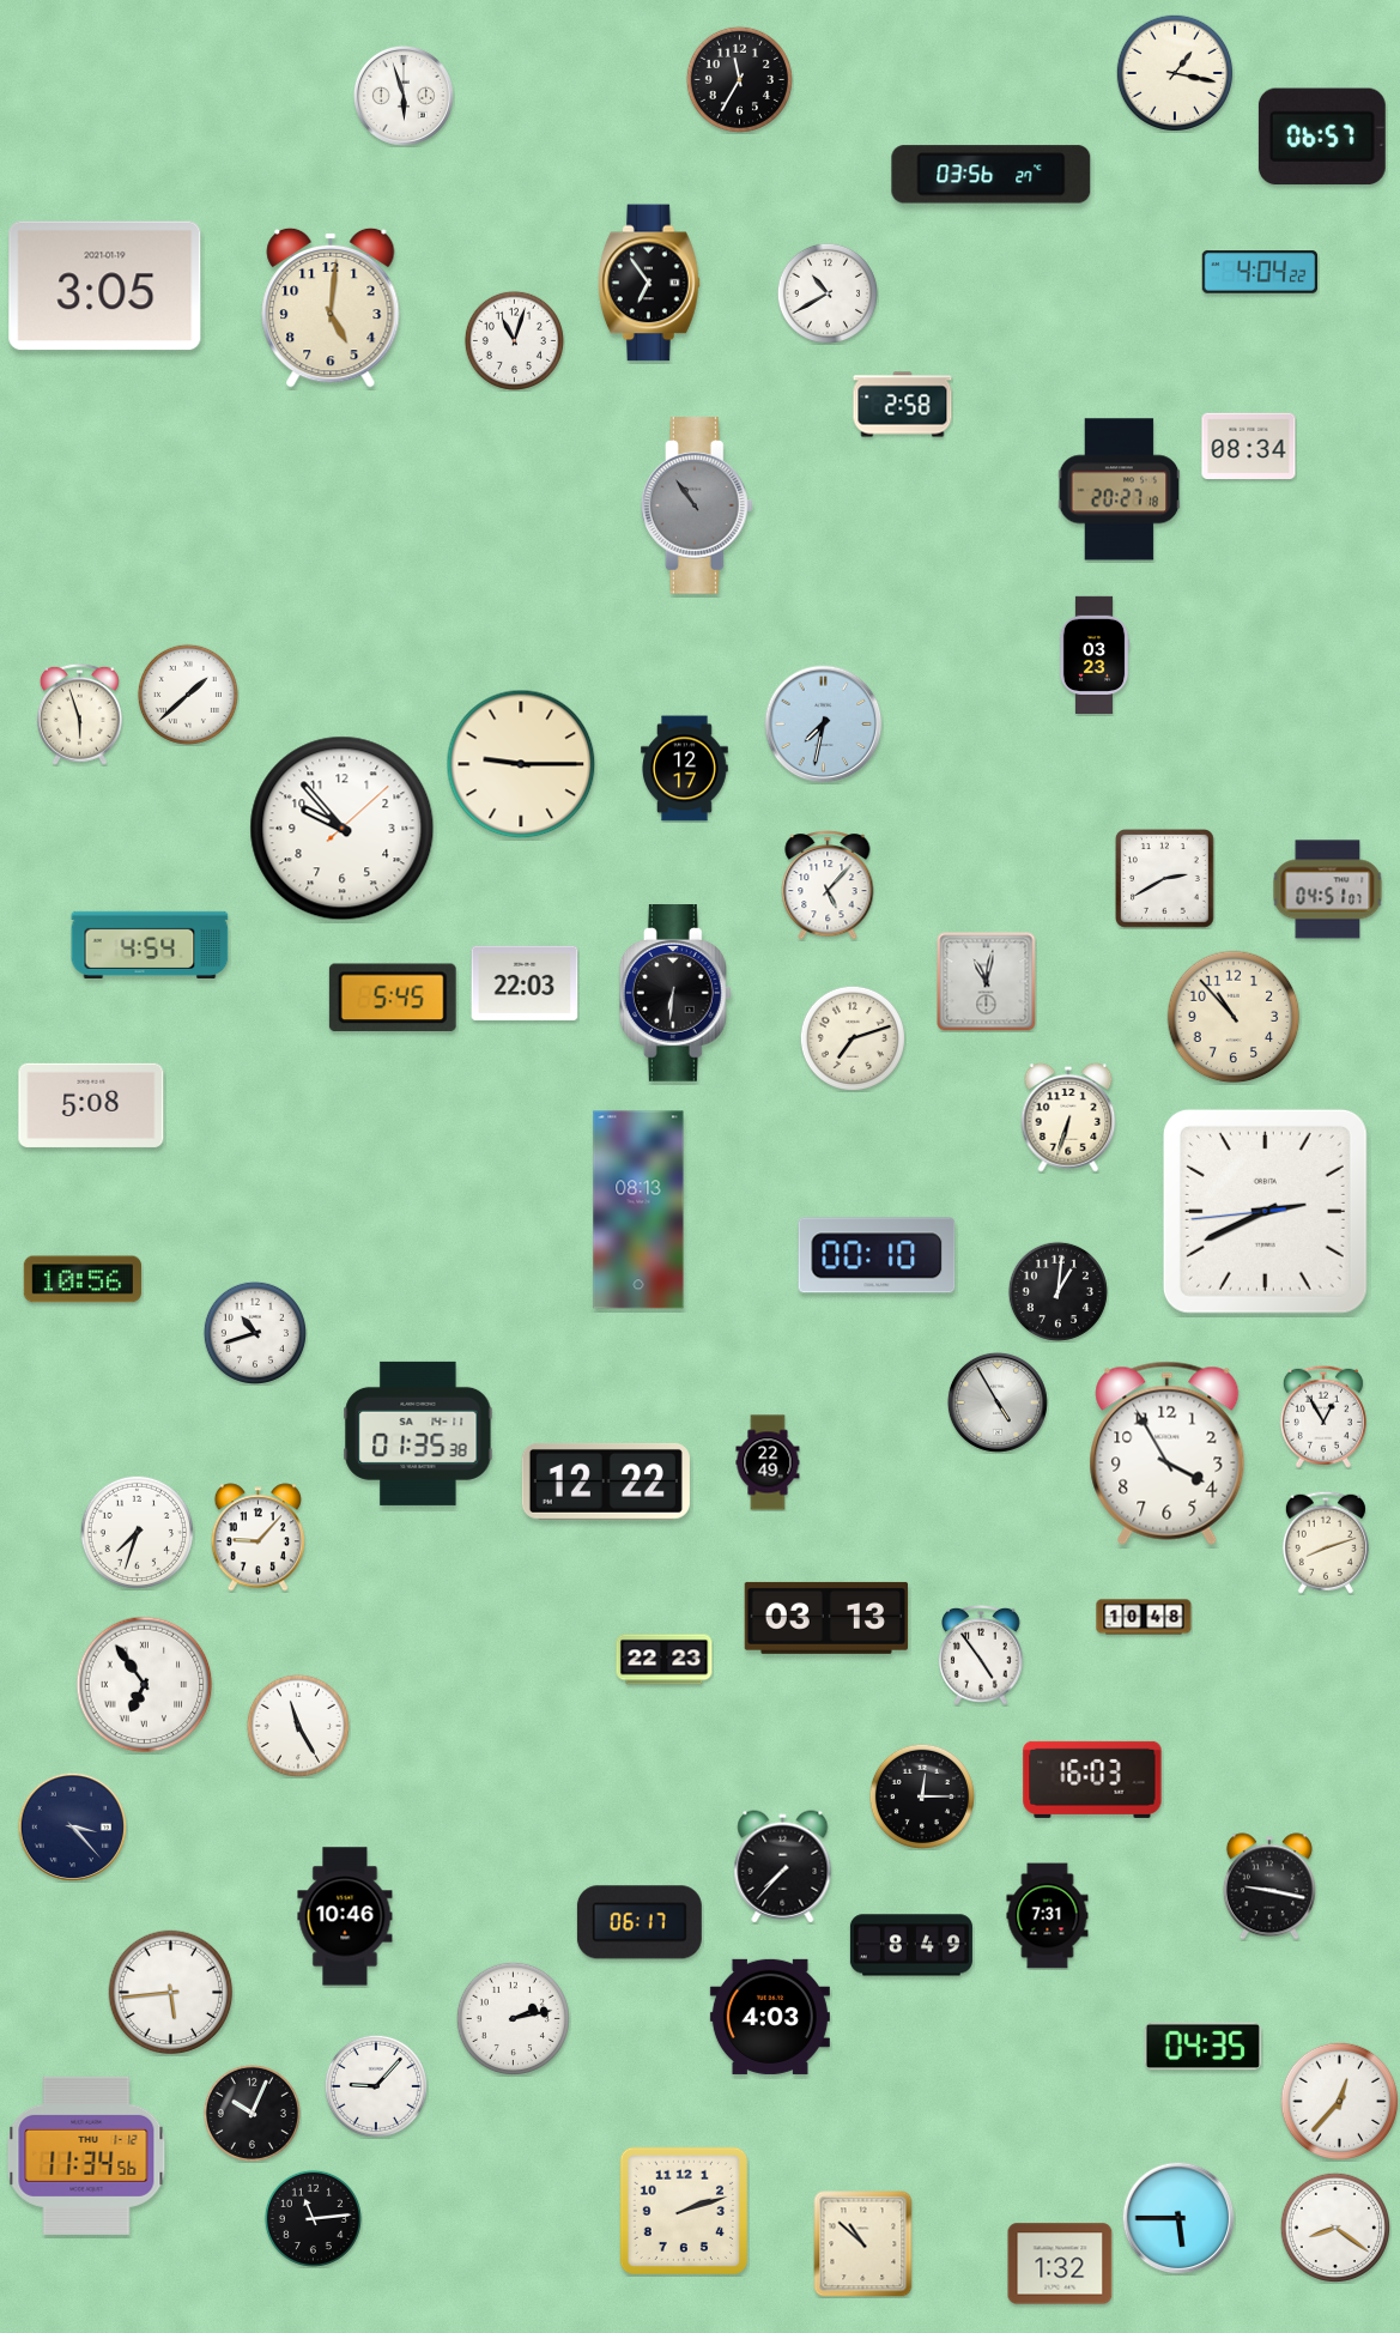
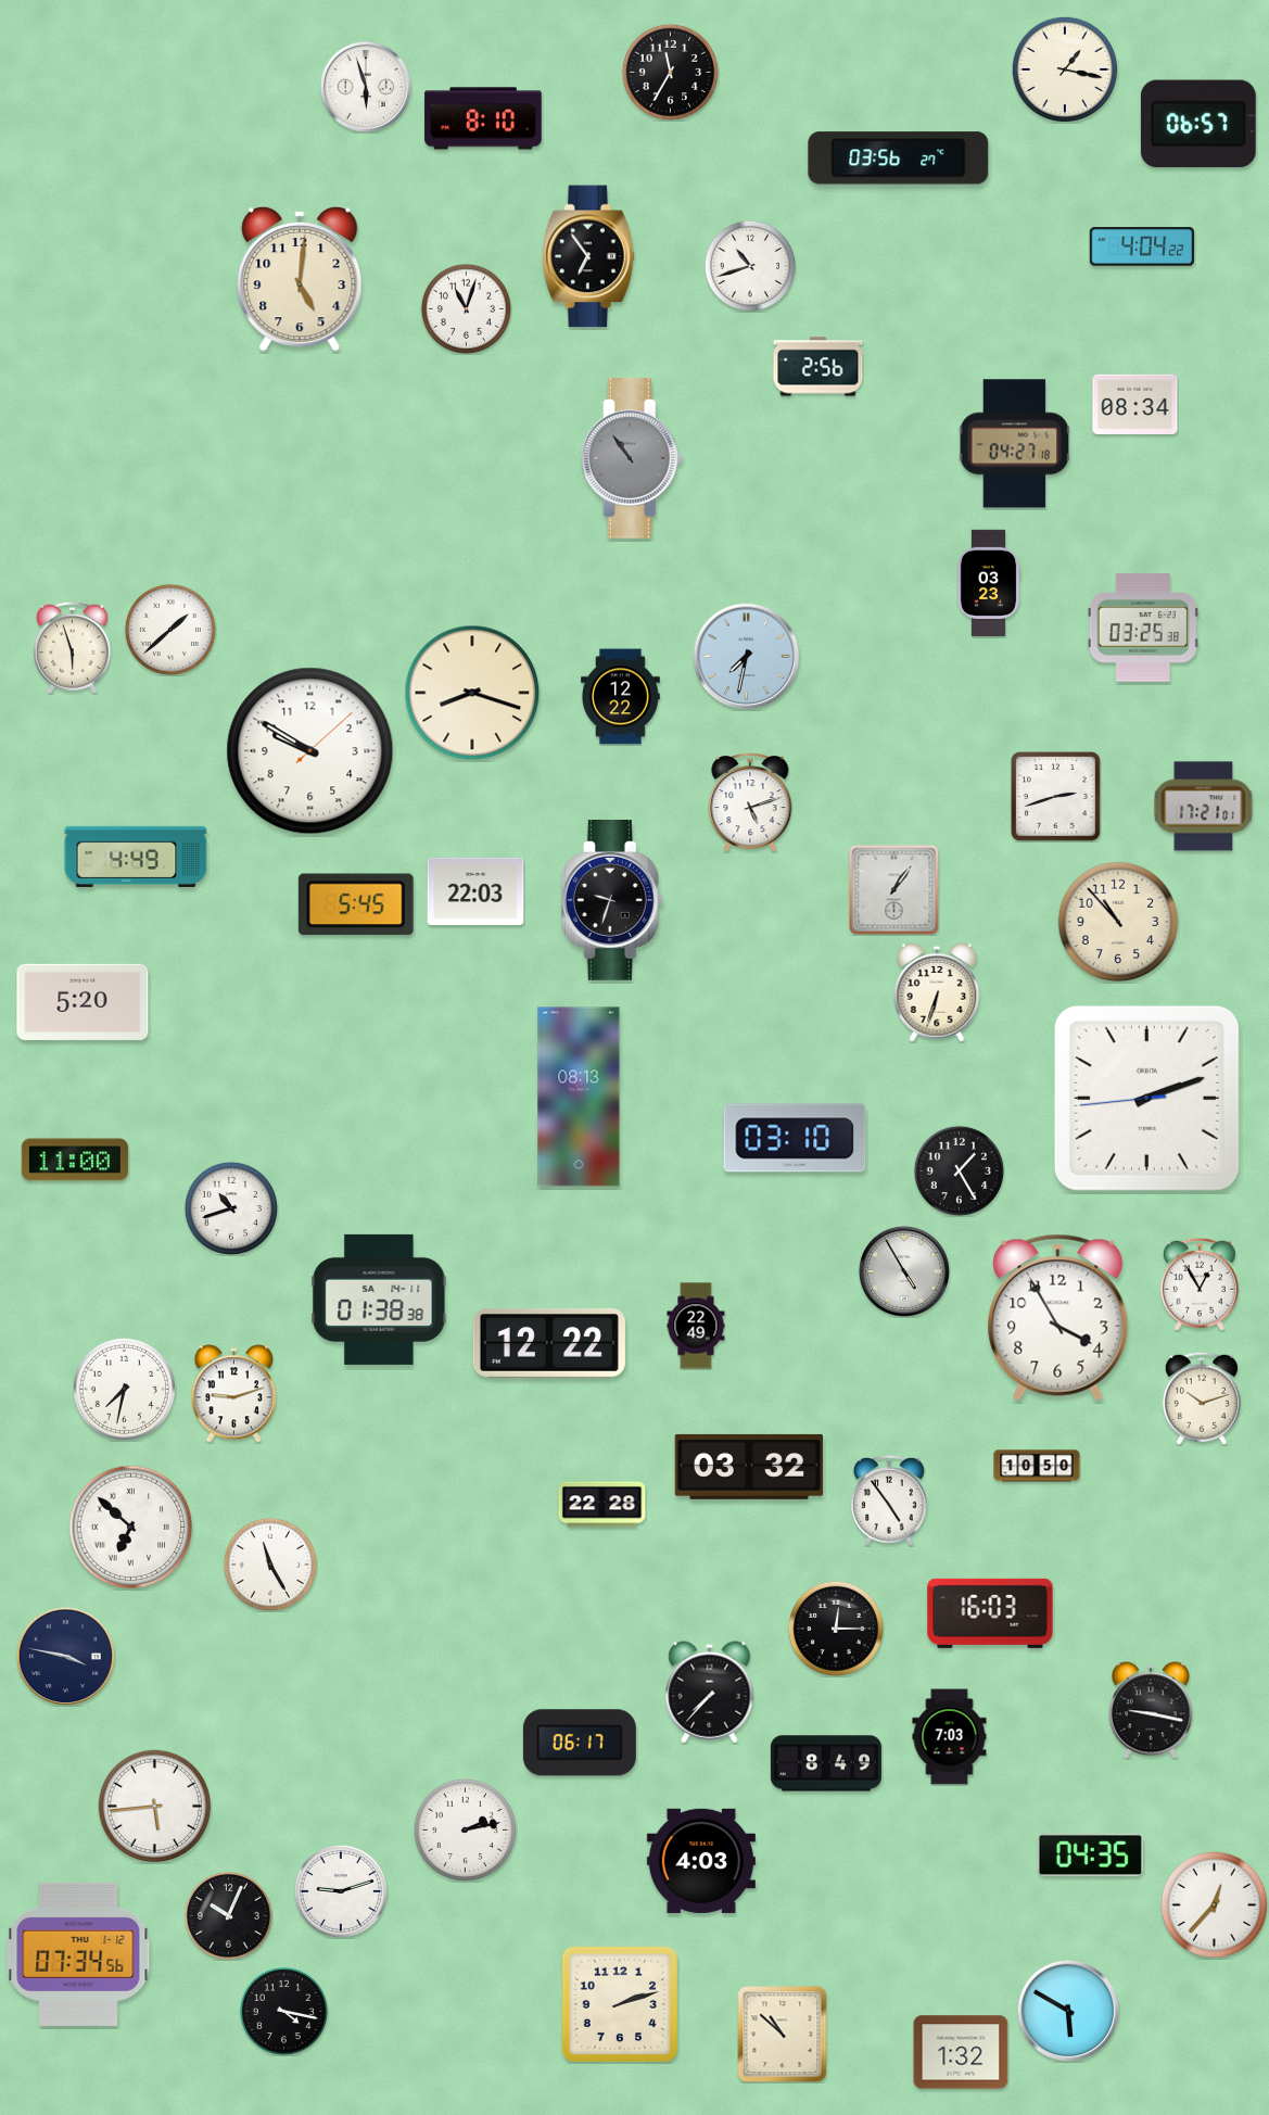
clock at (1175, 73) position: (1175, 73) -> (1065, 69)
clock at (483, 118): none -> 8:10
clock at (105, 286): 3:05 -> none
clock at (828, 293): 10:40 -> 10:42
clock at (903, 405): 2:58 -> 2:56
clock at (1249, 447) position: (1249, 447) -> (1135, 405)
clock at (1120, 490): 20:27 -> 04:27
clock at (1095, 654) position: (1095, 654) -> (989, 582)
clock at (1143, 628): none -> 03:25
clock at (521, 764): 9:15 -> 8:18
clock at (685, 769): 12:17 -> 12:22
clock at (343, 829): 9:53 -> 9:50
clock at (1165, 879): 2:40 -> 2:42
clock at (828, 886): 5:07 -> 5:12
clock at (1328, 890): 04:51 -> 17:21
clock at (150, 945): 4:54 -> 4:49
clock at (987, 982): 11:02 -> 1:06
clock at (675, 994): 6:31 -> 9:33
clock at (853, 1038): 7:12 -> none
clock at (91, 1105): 5:08 -> 5:20
clock at (1068, 1117) position: (1068, 1117) -> (937, 992)
clock at (1265, 1211): 2:40 -> 2:11
clock at (877, 1255): 00:10 -> 03:10
clock at (83, 1279): 10:56 -> 11:00
clock at (1057, 1291): 1:01 -> 1:25
clock at (418, 1434): 01:35 -> 01:38
clock at (137, 1532): 7:33 -> 7:32
clock at (257, 1538): 9:07 -> 9:12
clock at (1326, 1543): 8:12 -> 10:12
clock at (1144, 1617): 10:48 -> 10:50
clock at (826, 1618): 03:13 -> 03:32
clock at (665, 1660): 22:23 -> 22:28
clock at (145, 1685): 6:54 -> 6:52
clock at (72, 1826): 3:23 -> 3:47
clock at (345, 1916): 10:46 -> none
clock at (1048, 1916): 7:31 -> 7:03
clock at (770, 2017) position: (770, 2017) -> (701, 1861)
clock at (376, 2086): 9:07 -> 9:12
clock at (86, 2156): 11:34 -> 07:34
clock at (313, 2218): 11:14 -> 4:17
clock at (1178, 2218): 5:45 -> 5:50
clock at (1334, 2226): 8:21 -> none
